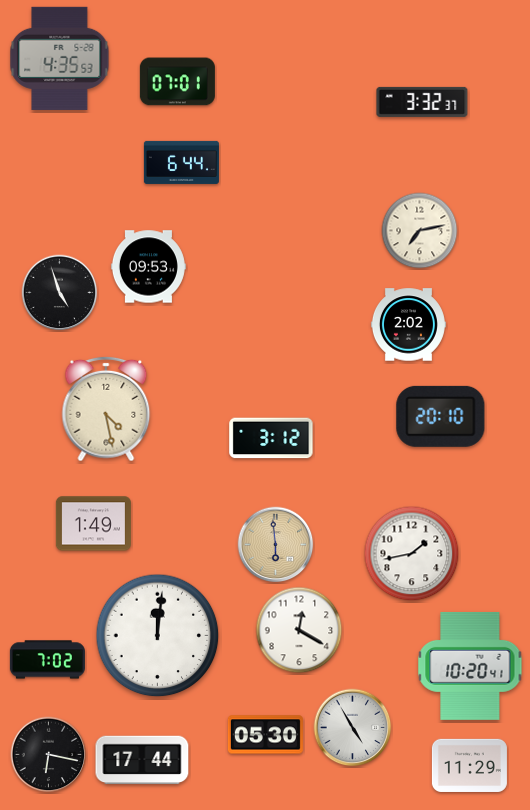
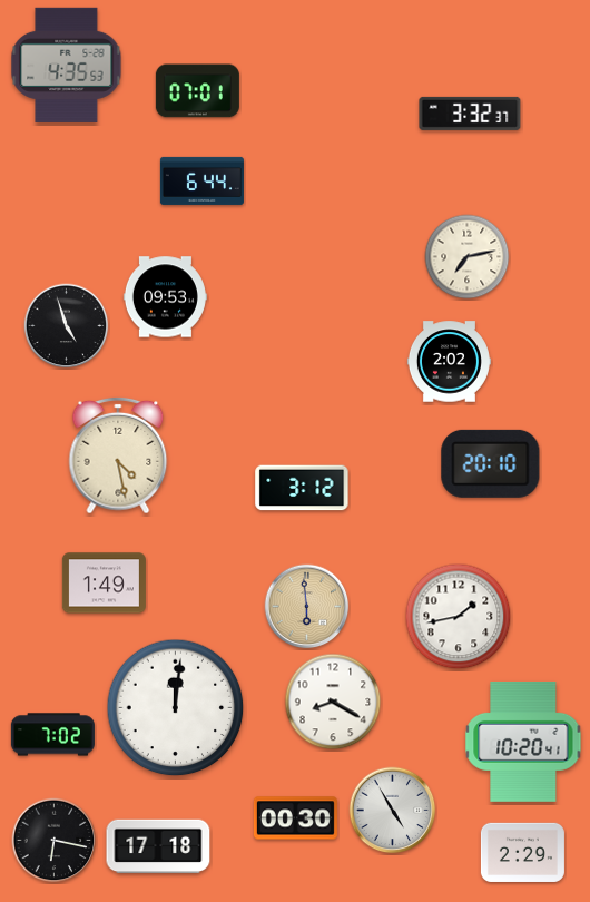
clock at (408, 325) position: (408, 325) -> (449, 362)
clock at (299, 630): 12:20 -> 8:20
clock at (265, 735): 05:30 -> 00:30
clock at (142, 760): 17:44 -> 17:18
clock at (469, 765): 11:29 -> 2:29
